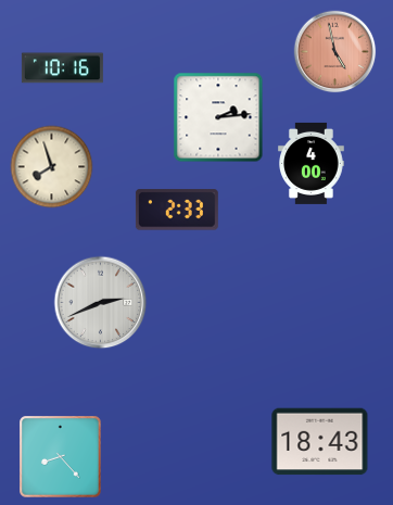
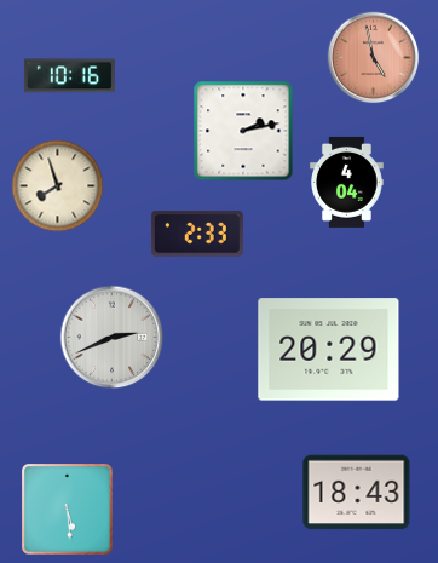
clock at (218, 117): 2:14 -> 2:13
clock at (312, 163): 4:00 -> 4:04
clock at (329, 350): none -> 20:29
clock at (61, 457): 8:23 -> 5:29
